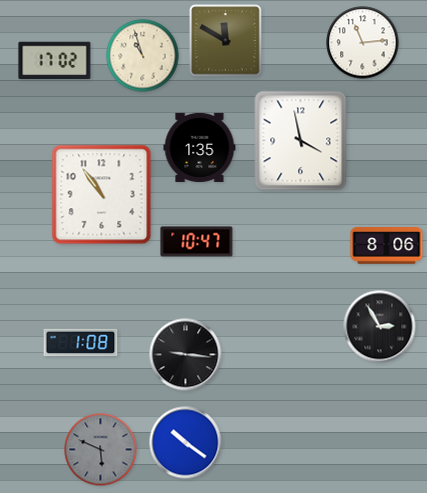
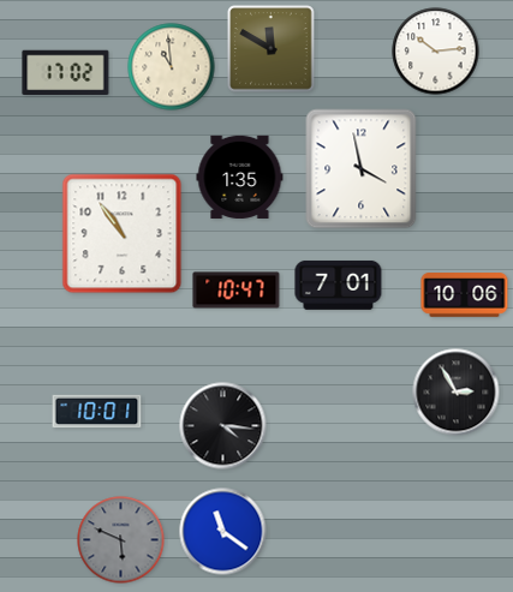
clock at (363, 43): 11:14 -> 10:14
clock at (143, 56): 10:57 -> 10:59
clock at (339, 286): none -> 7:01
clock at (387, 246): 8:06 -> 10:06
clock at (81, 343): 1:08 -> 10:01
clock at (186, 355): 9:16 -> 4:16
clock at (186, 443): 10:21 -> 11:21
